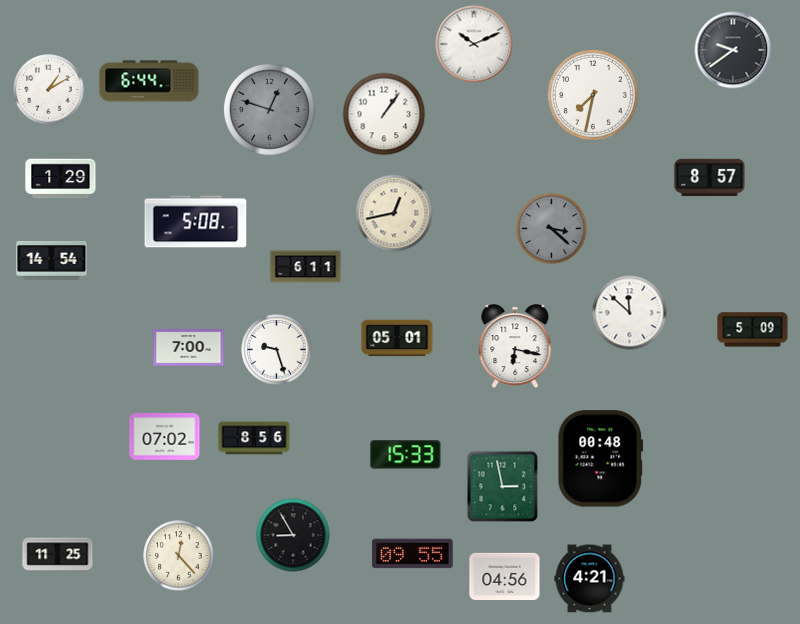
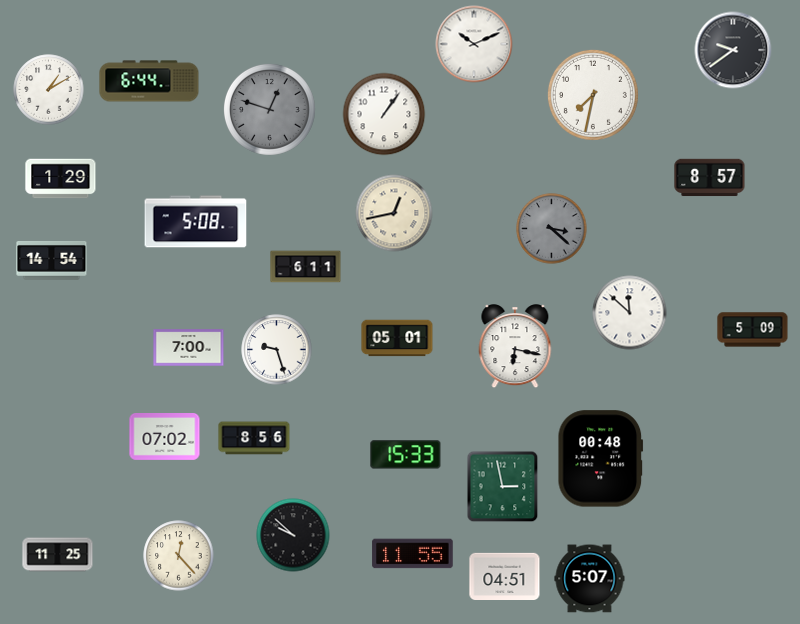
clock at (293, 535): 8:55 -> 9:52
clock at (413, 554): 09:55 -> 11:55
clock at (505, 576): 04:56 -> 04:51
clock at (590, 579): 4:21 -> 5:07
